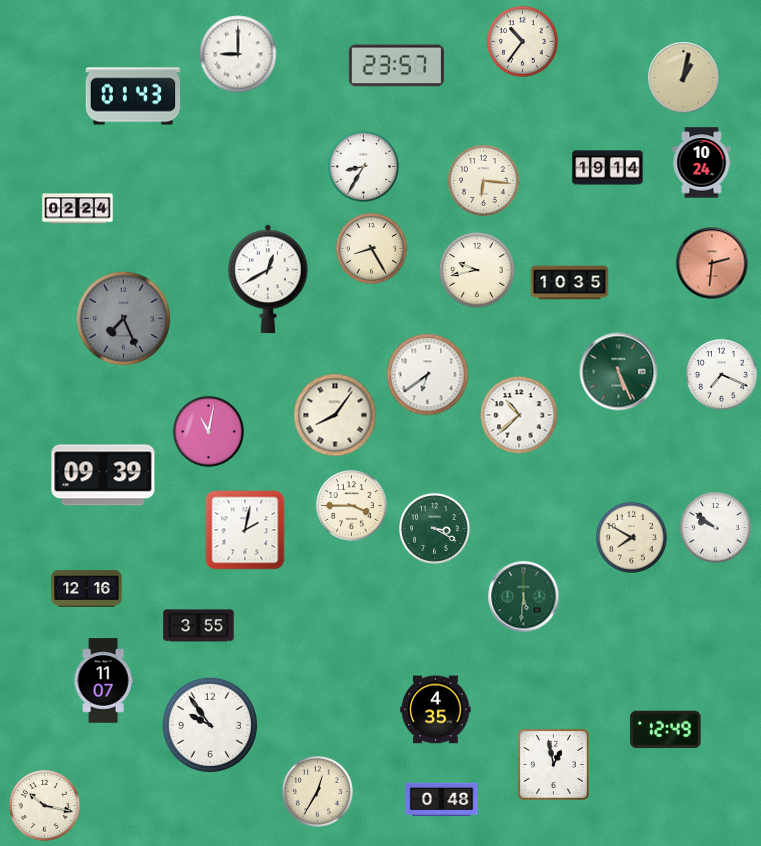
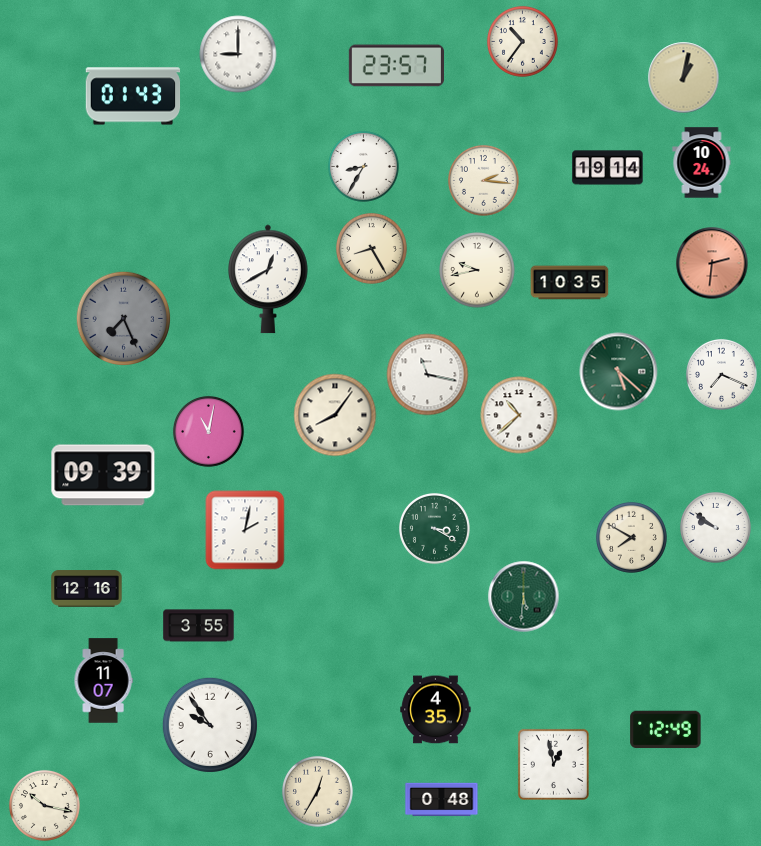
clock at (483, 180): 6:16 -> 2:16
clock at (78, 209): 02:24 -> none
clock at (619, 372): 5:26 -> 5:22
clock at (428, 375): 6:39 -> 11:17
clock at (351, 505): 3:45 -> none
